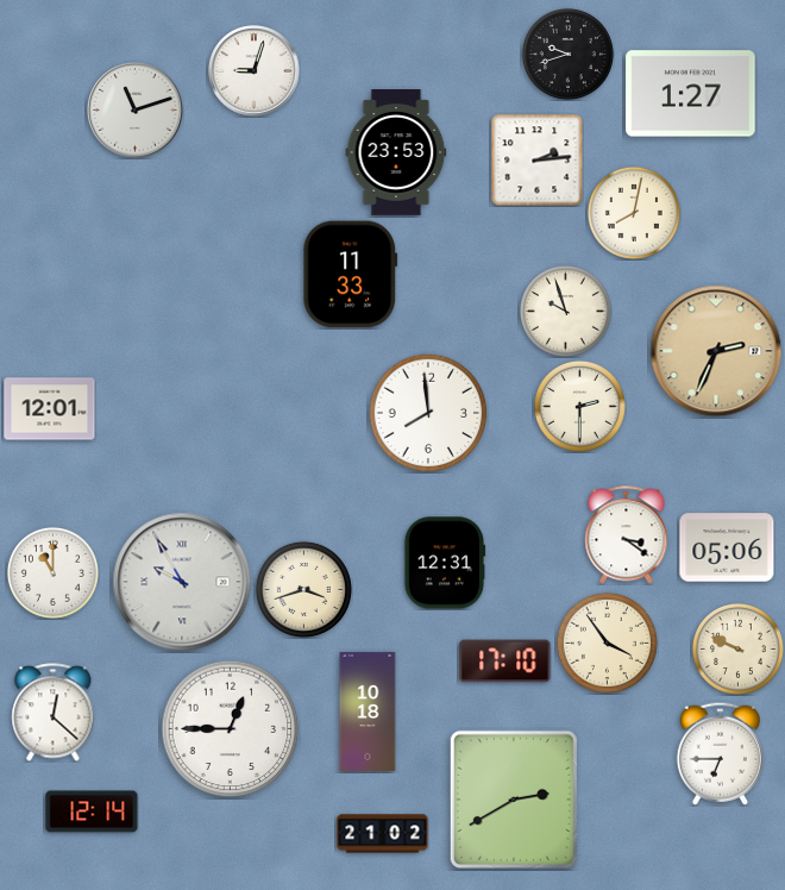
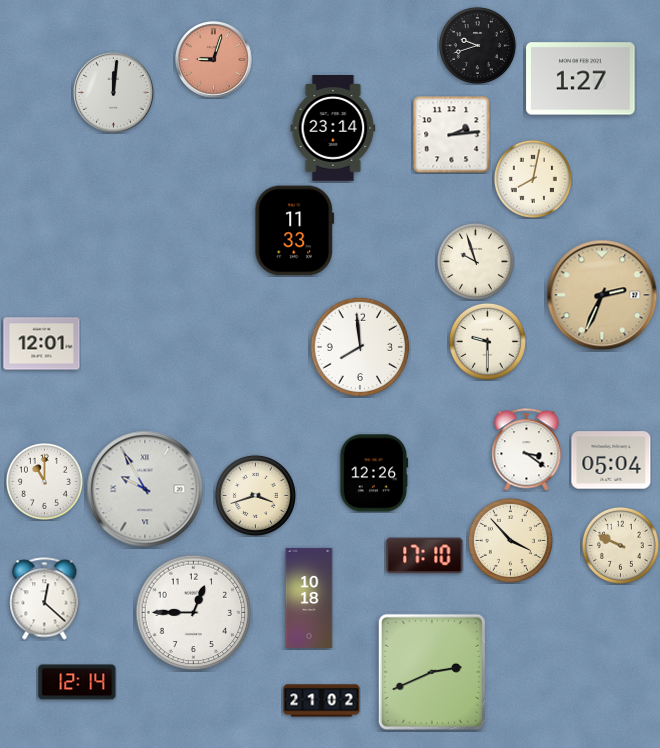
clock at (255, 71) dial: white -> salmon
clock at (136, 111): 11:12 -> 12:01
clock at (396, 153): 23:53 -> 23:14
clock at (579, 406): 2:30 -> 9:30
clock at (727, 547): 05:06 -> 05:04
clock at (445, 563): 12:31 -> 12:26
clock at (182, 582) position: (182, 582) -> (145, 489)
clock at (607, 643): 3:54 -> 3:53
clock at (720, 753): 6:45 -> none
clock at (514, 800): 2:40 -> 2:41
